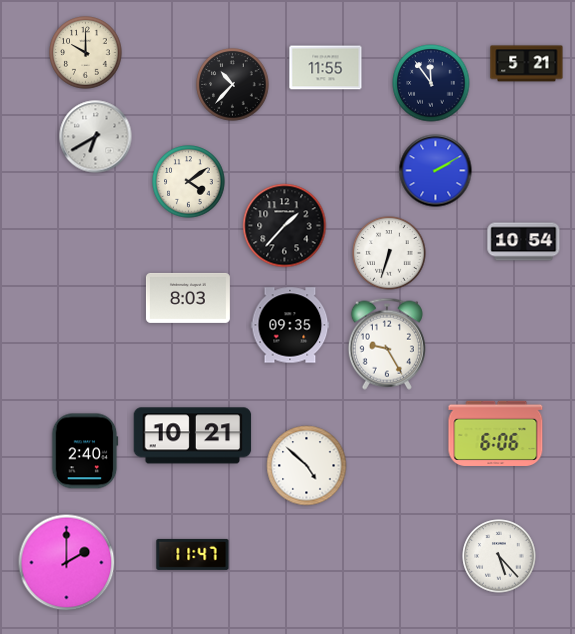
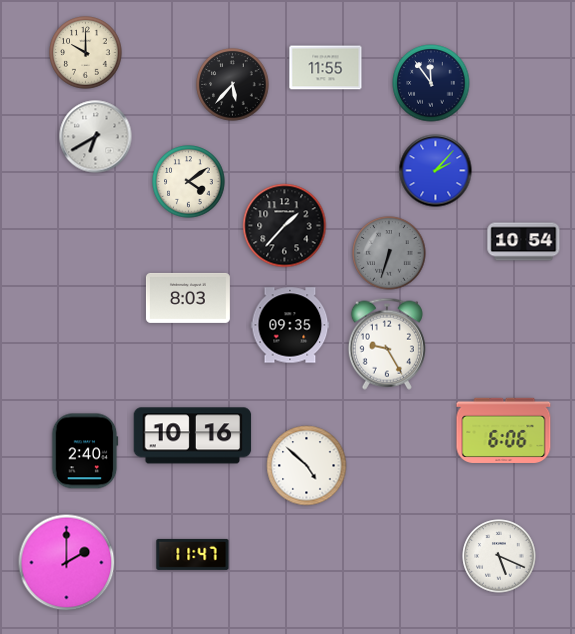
clock at (527, 64): 5:21 -> none
clock at (233, 85): 10:37 -> 5:37
clock at (436, 171): 2:10 -> 2:07
clock at (389, 253) dial: white -> grey
clock at (496, 433) position: (496, 433) -> (504, 430)
clock at (193, 436): 10:21 -> 10:16
clock at (499, 556): 5:23 -> 5:19
